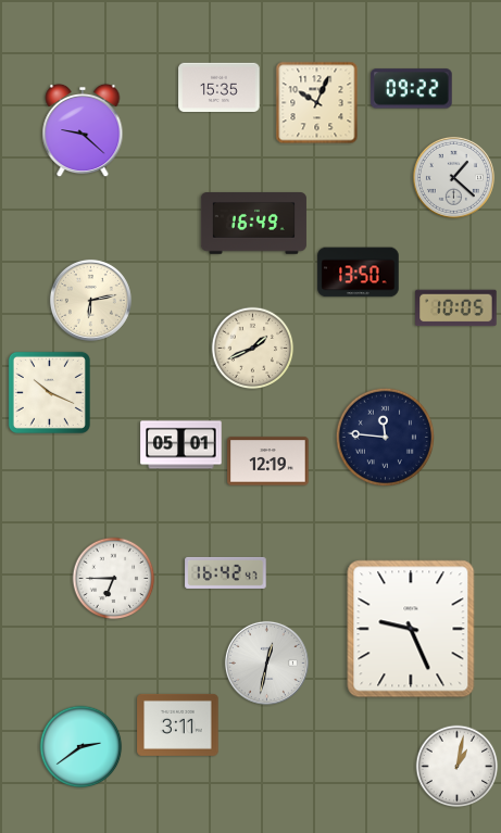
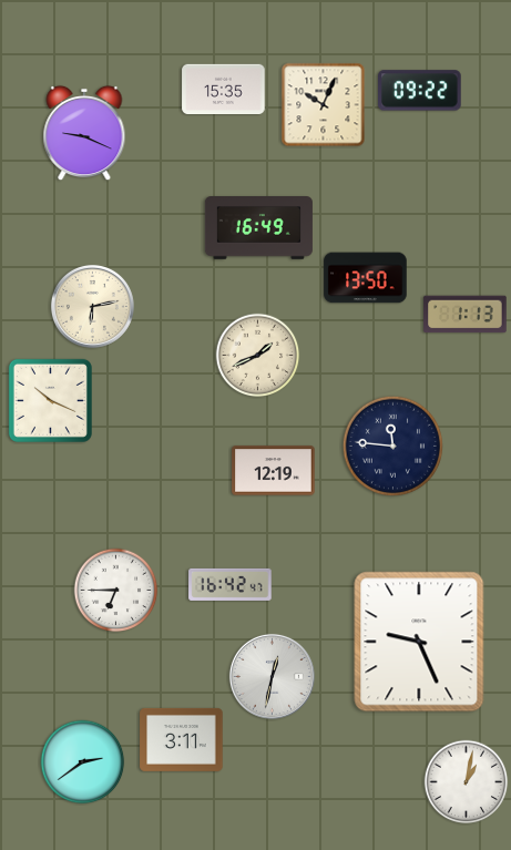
clock at (83, 130): 9:22 -> 9:19
clock at (453, 177): 1:22 -> none
clock at (456, 308): 10:05 -> 1:13
clock at (181, 445): 05:01 -> none
